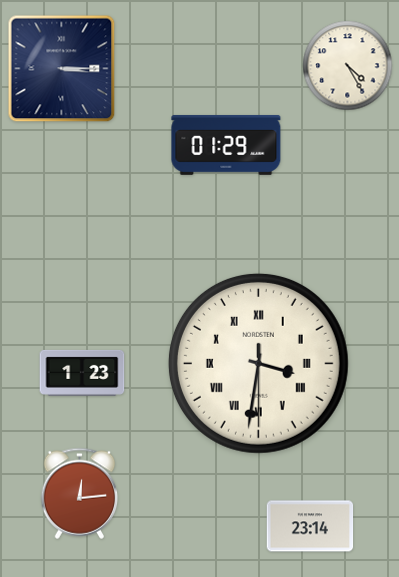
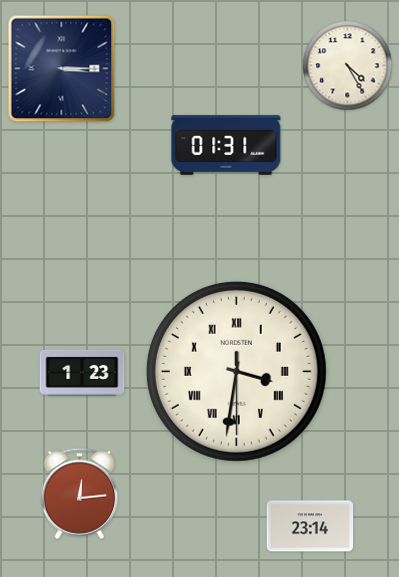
clock at (226, 145): 01:29 -> 01:31
clock at (258, 363) position: (258, 363) -> (236, 371)
